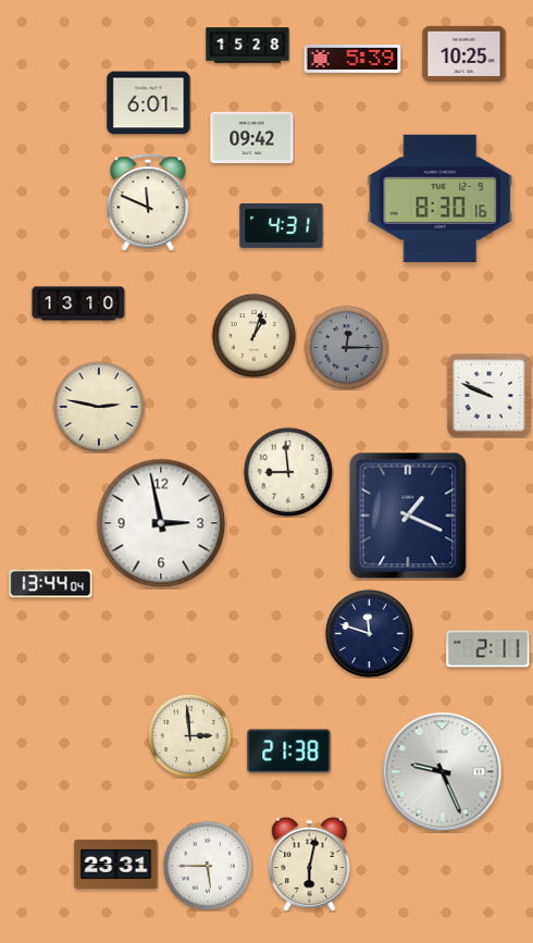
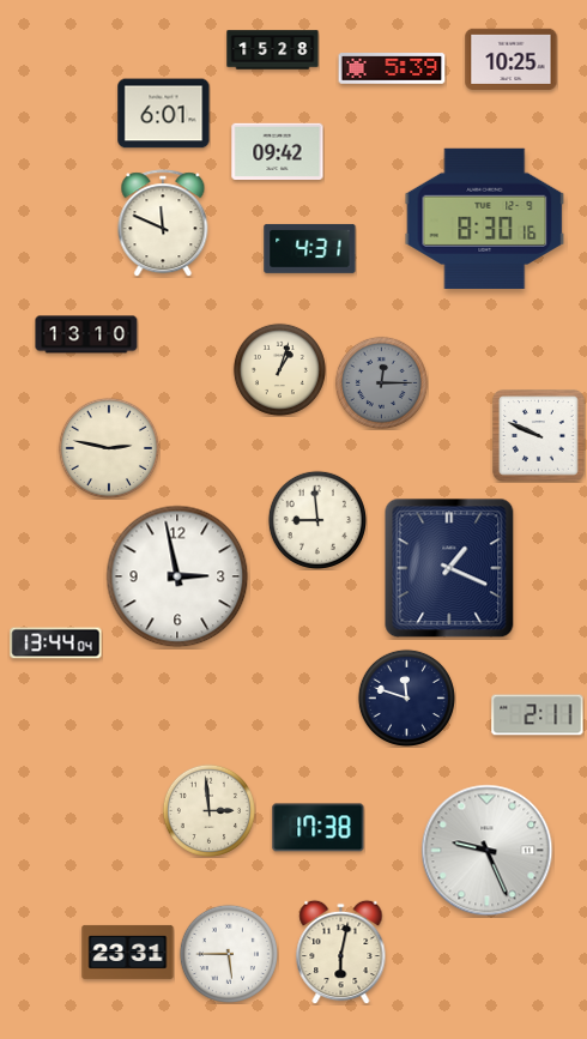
clock at (352, 59) position: (352, 59) -> (392, 68)
clock at (289, 752): 21:38 -> 17:38
